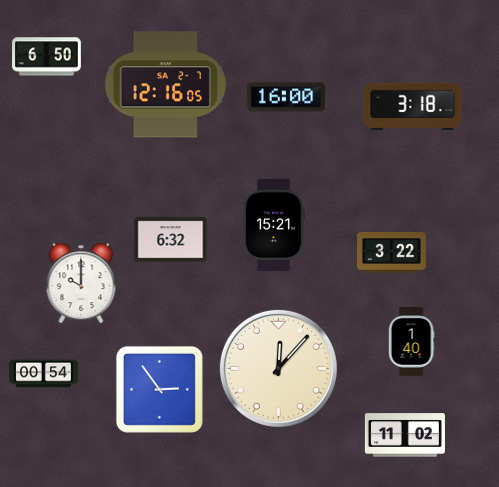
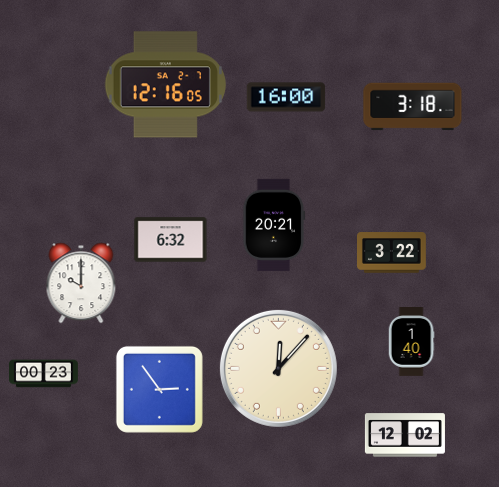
clock at (47, 57): 6:50 -> none
clock at (274, 225): 15:21 -> 20:21
clock at (44, 374): 00:54 -> 00:23
clock at (405, 435): 11:02 -> 12:02
